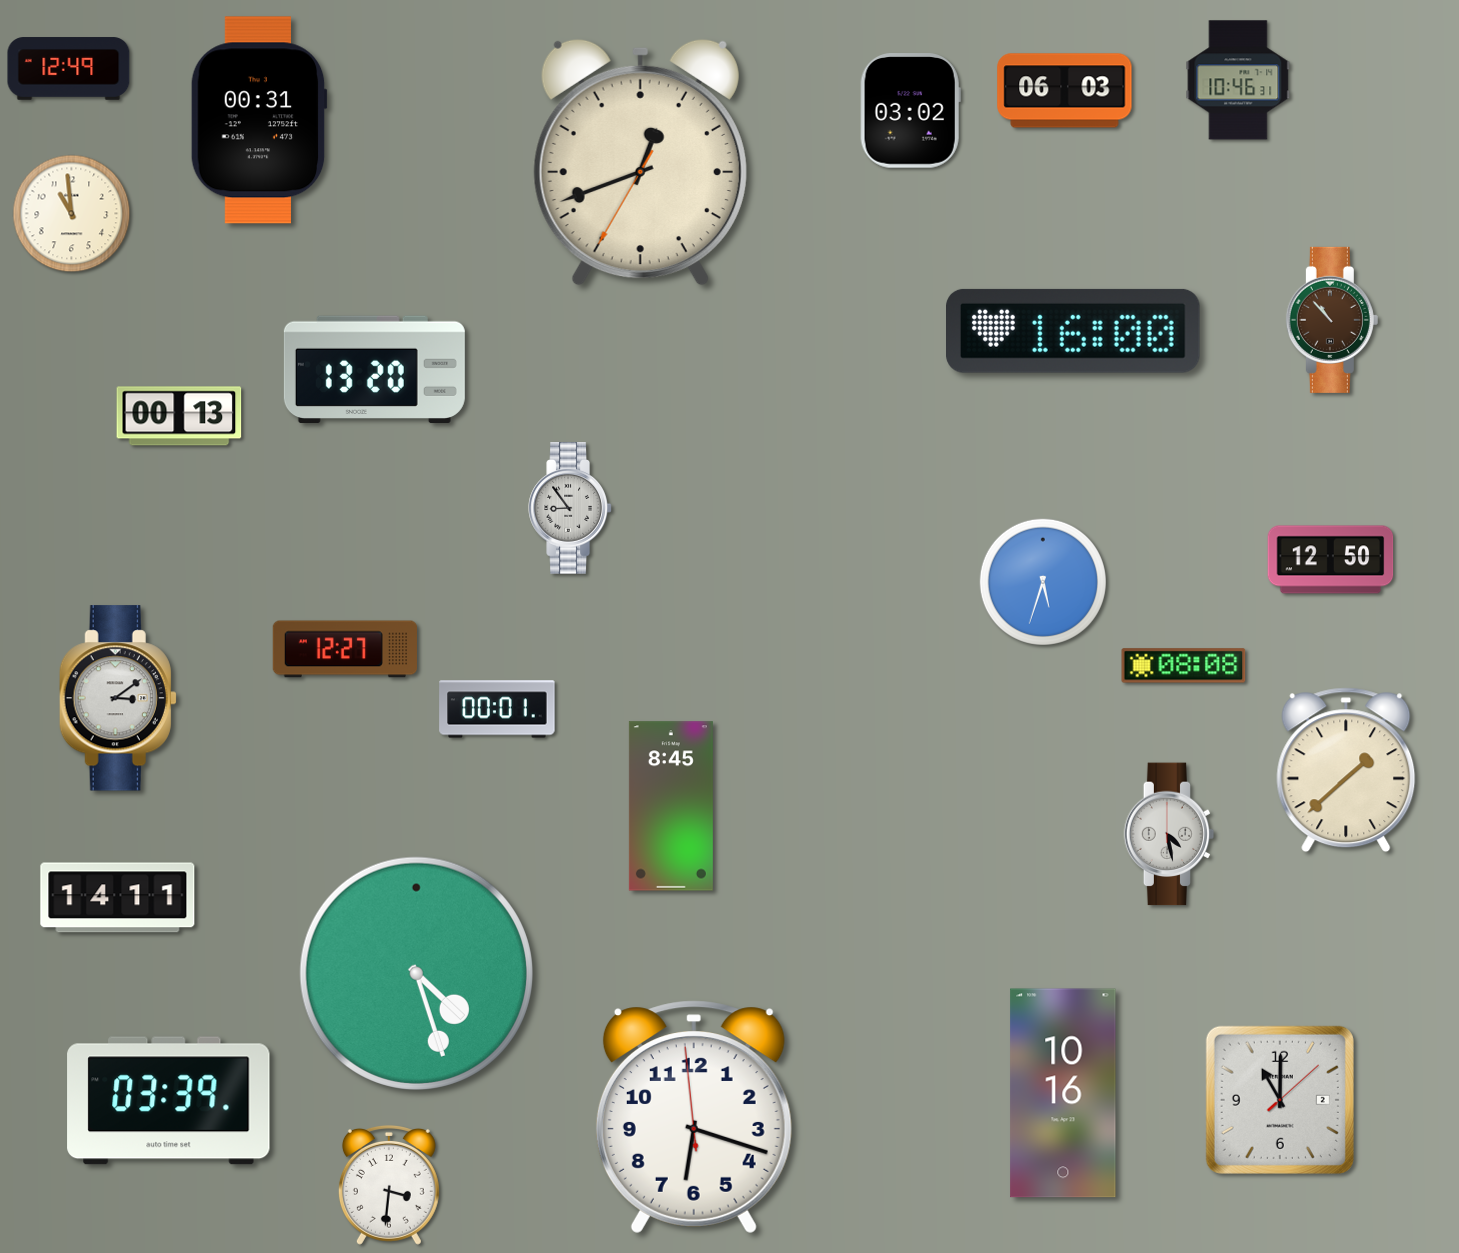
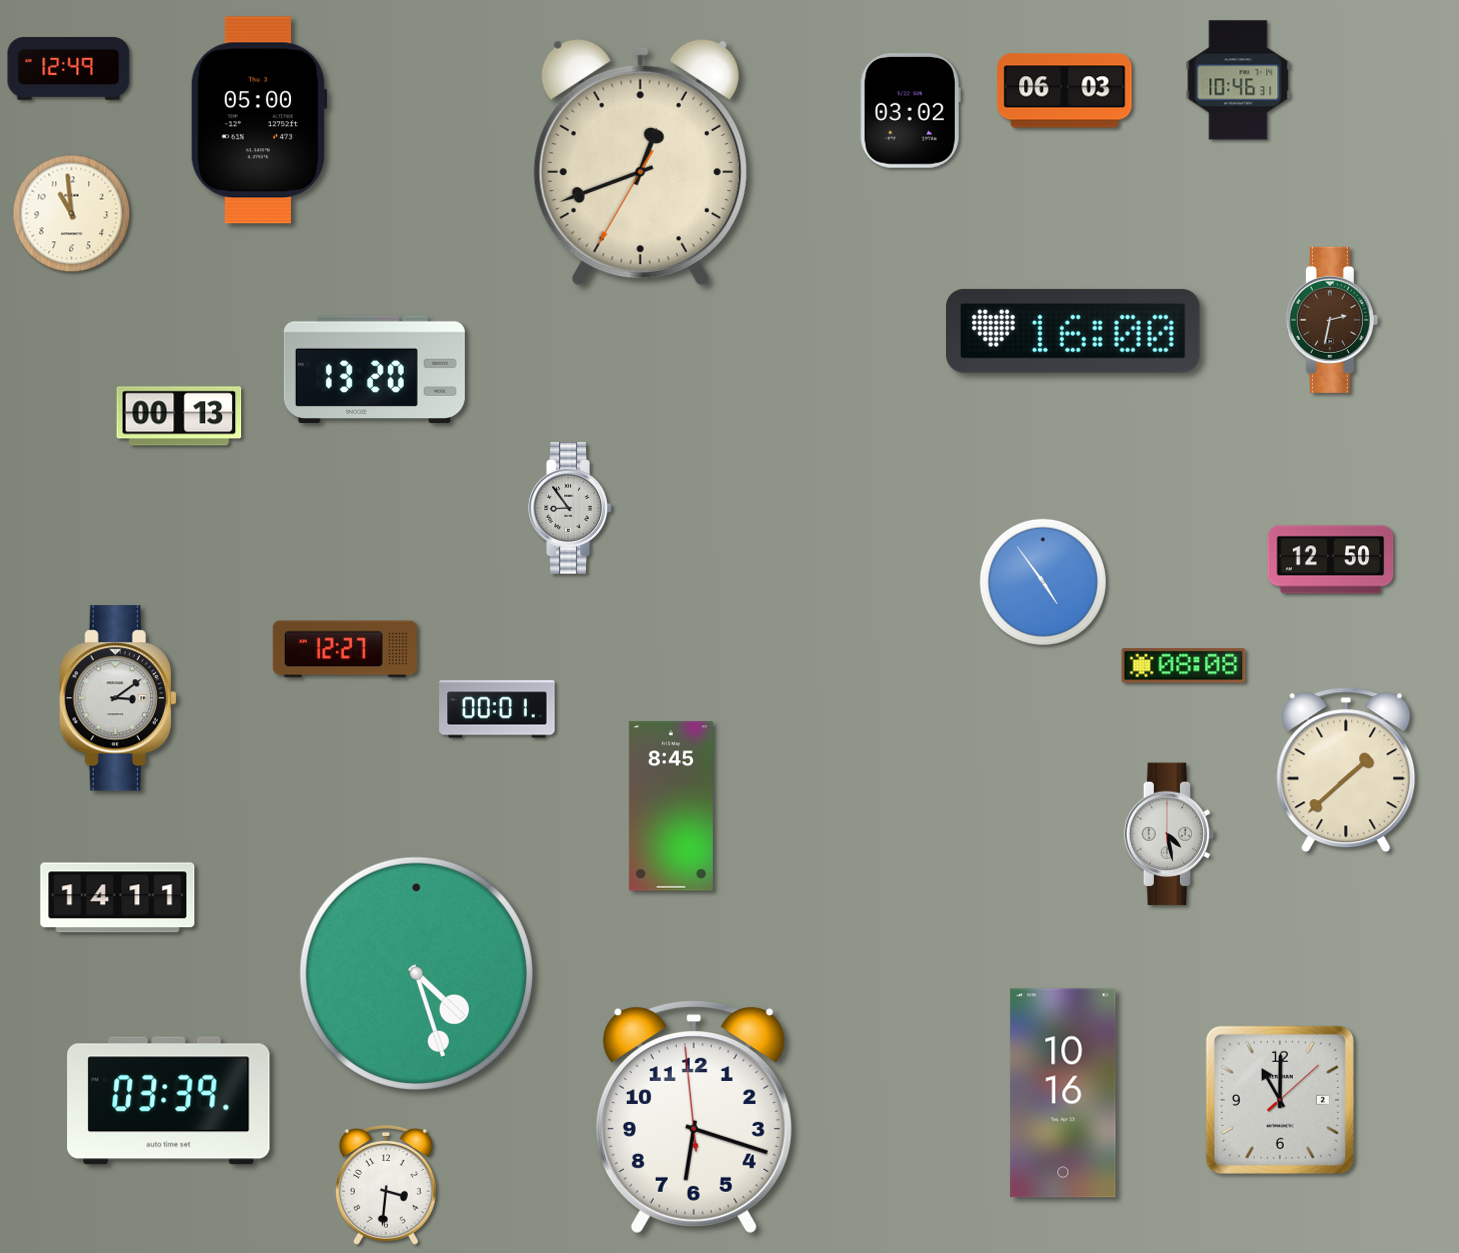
clock at (259, 120): 00:31 -> 05:00
clock at (1332, 320): 10:53 -> 2:32
clock at (1043, 582): 5:33 -> 4:54
clock at (389, 1185) position: (389, 1185) -> (386, 1185)
